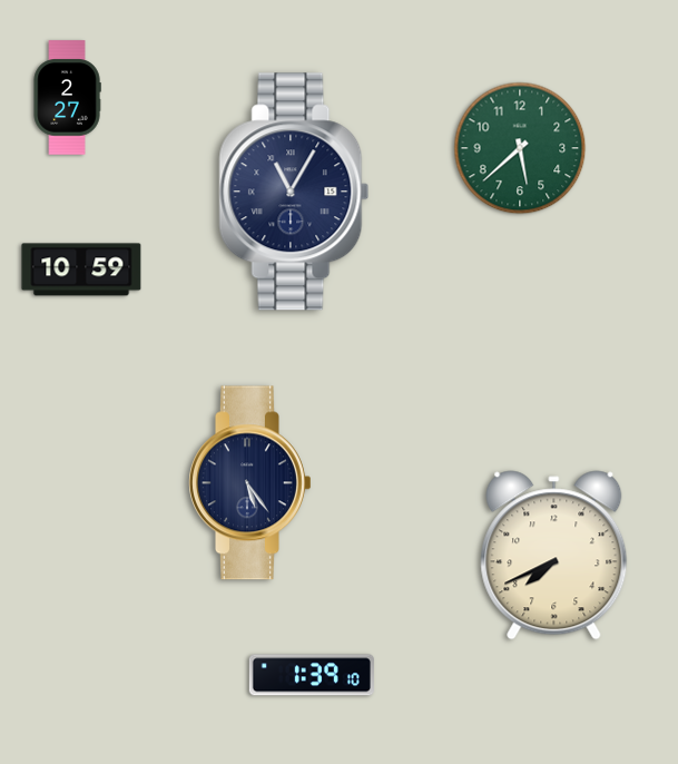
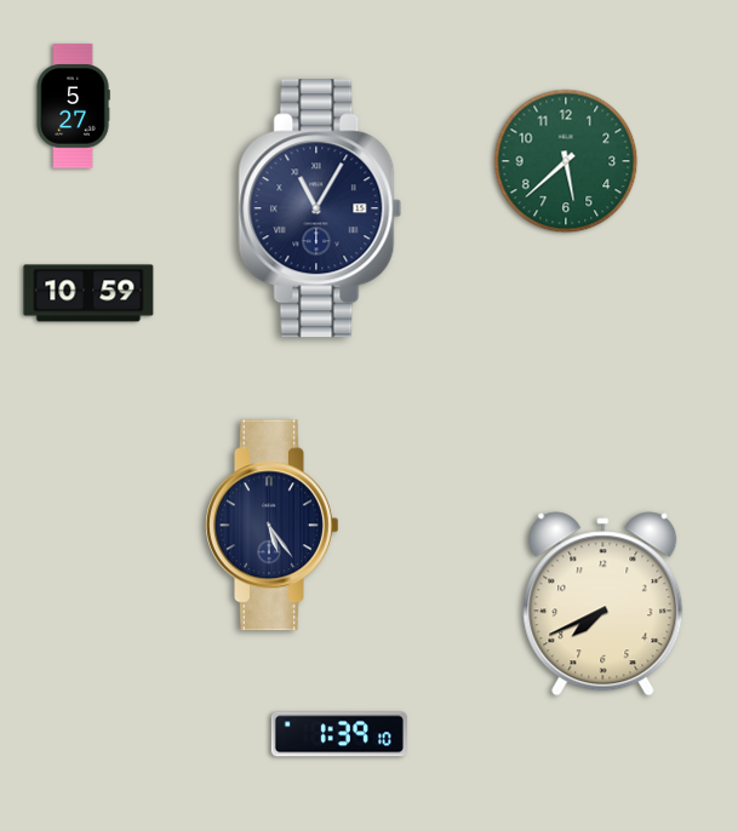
clock at (67, 98): 2:27 -> 5:27
